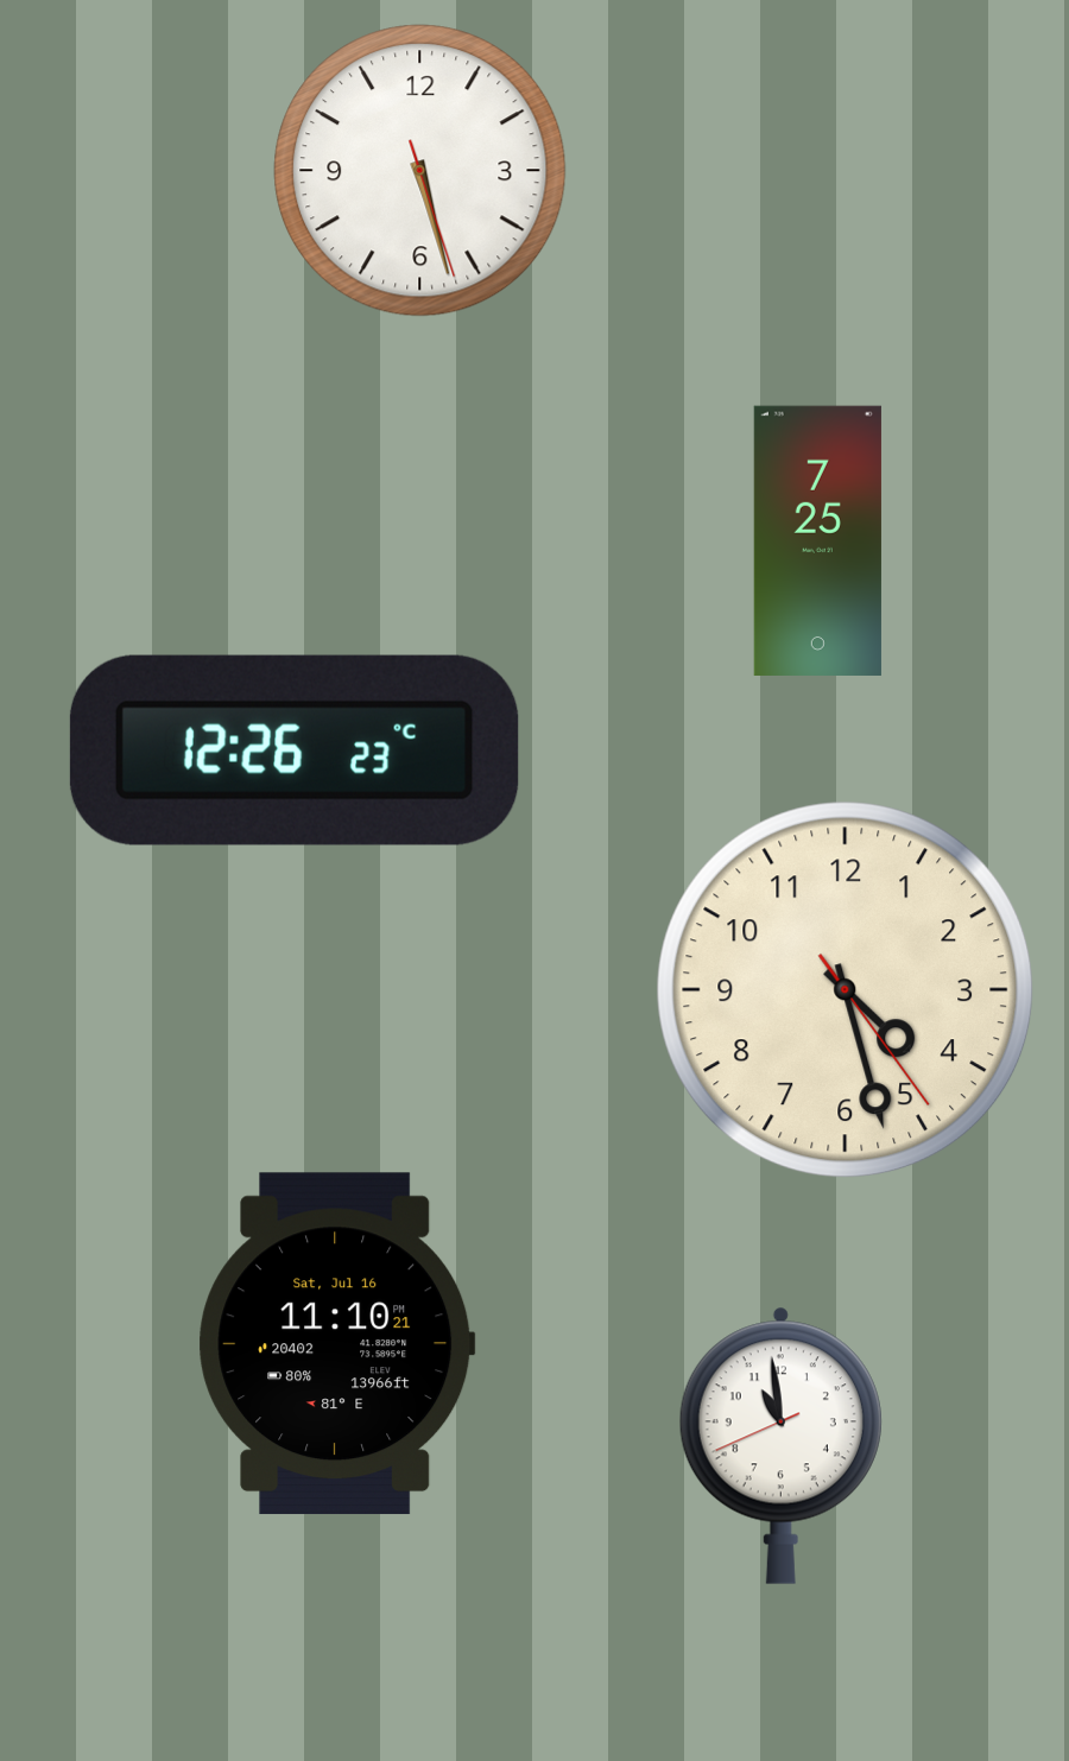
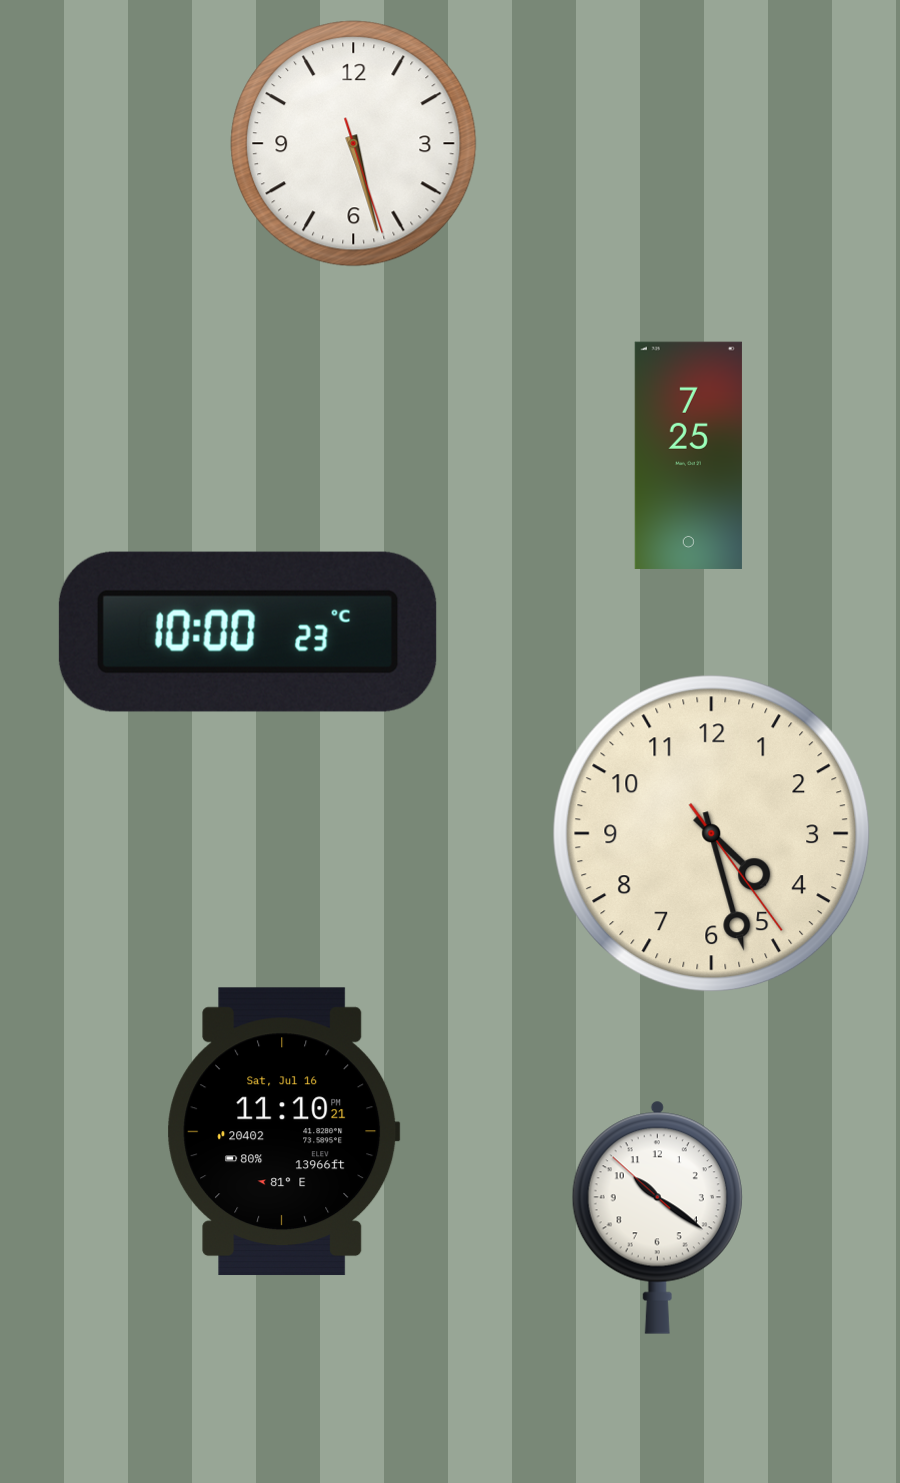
clock at (295, 750): 12:26 -> 10:00
clock at (780, 1445): 10:58 -> 10:20
